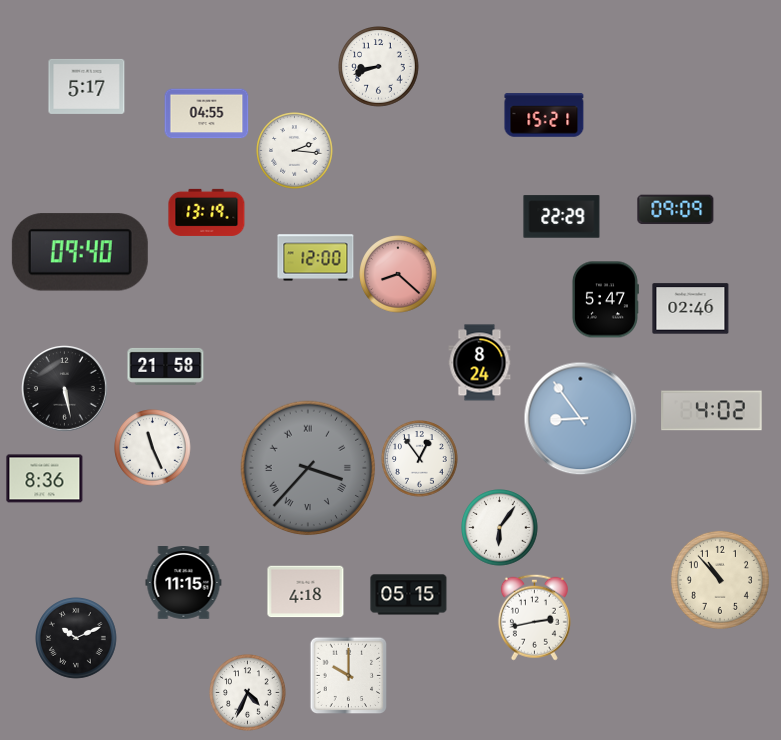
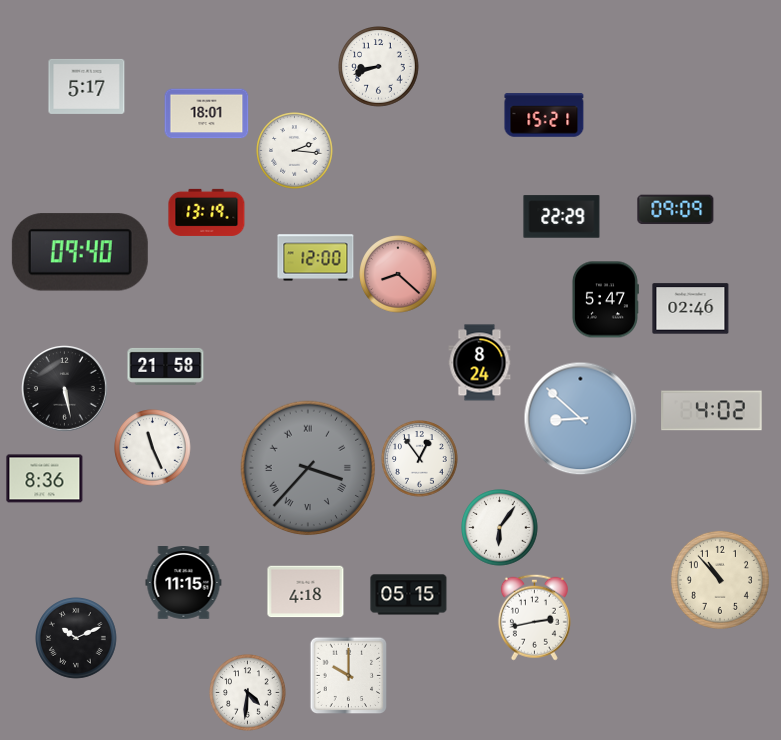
clock at (207, 114): 04:55 -> 18:01
clock at (581, 419): 8:54 -> 8:52
clock at (248, 693): 4:34 -> 4:31
